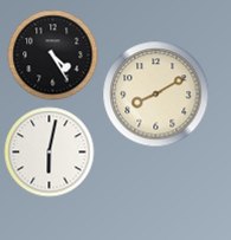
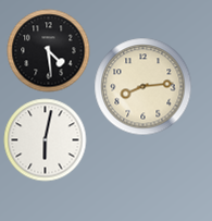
clock at (53, 56): 4:25 -> 4:29
clock at (156, 95): 8:10 -> 8:14
